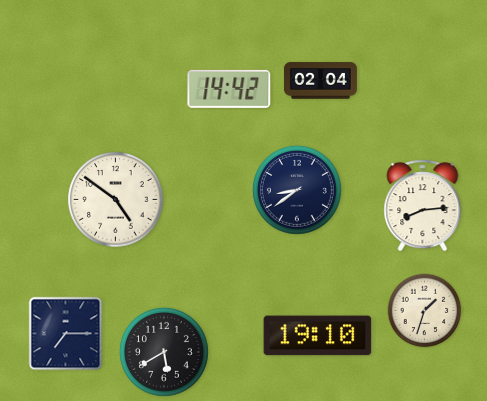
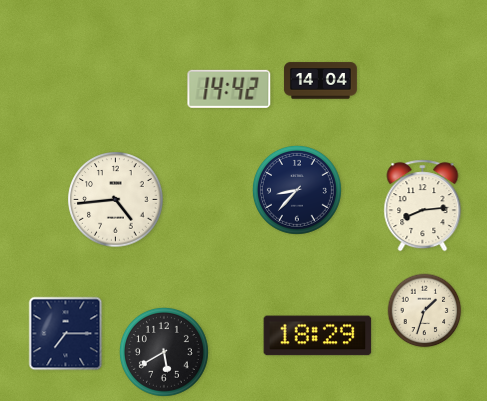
clock at (320, 81): 02:04 -> 14:04
clock at (297, 190): 8:39 -> 8:37
clock at (116, 200): 4:51 -> 4:44
clock at (318, 336): 19:10 -> 18:29
